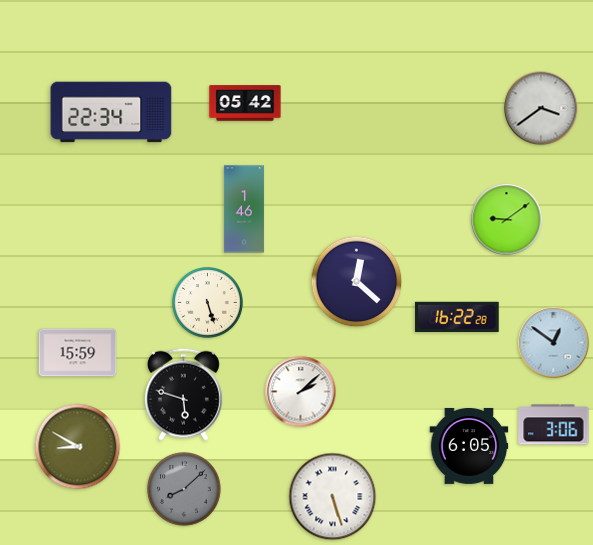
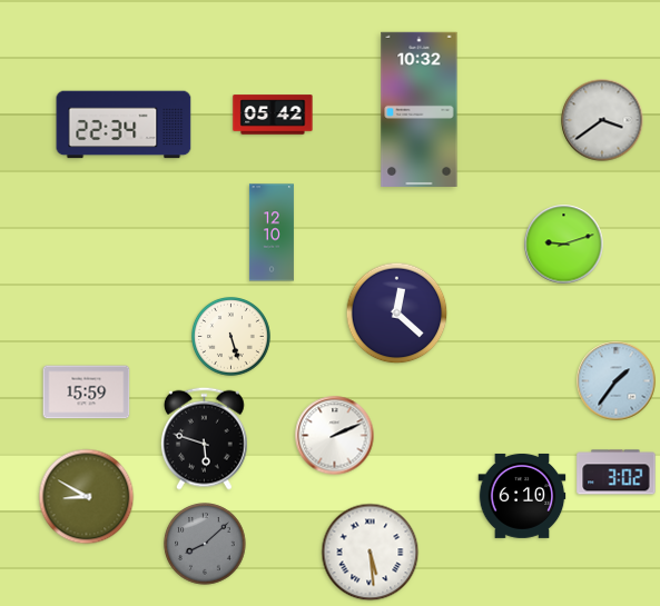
clock at (420, 109): none -> 10:32
clock at (244, 209): 1:46 -> 12:10
clock at (507, 220): 9:09 -> 9:12
clock at (457, 316): 16:22 -> none
clock at (554, 343): 12:51 -> 1:36
clock at (301, 392): 2:08 -> 2:11
clock at (554, 425): 3:06 -> 3:02
clock at (469, 446): 6:05 -> 6:10
clock at (333, 497): 5:27 -> 5:29
